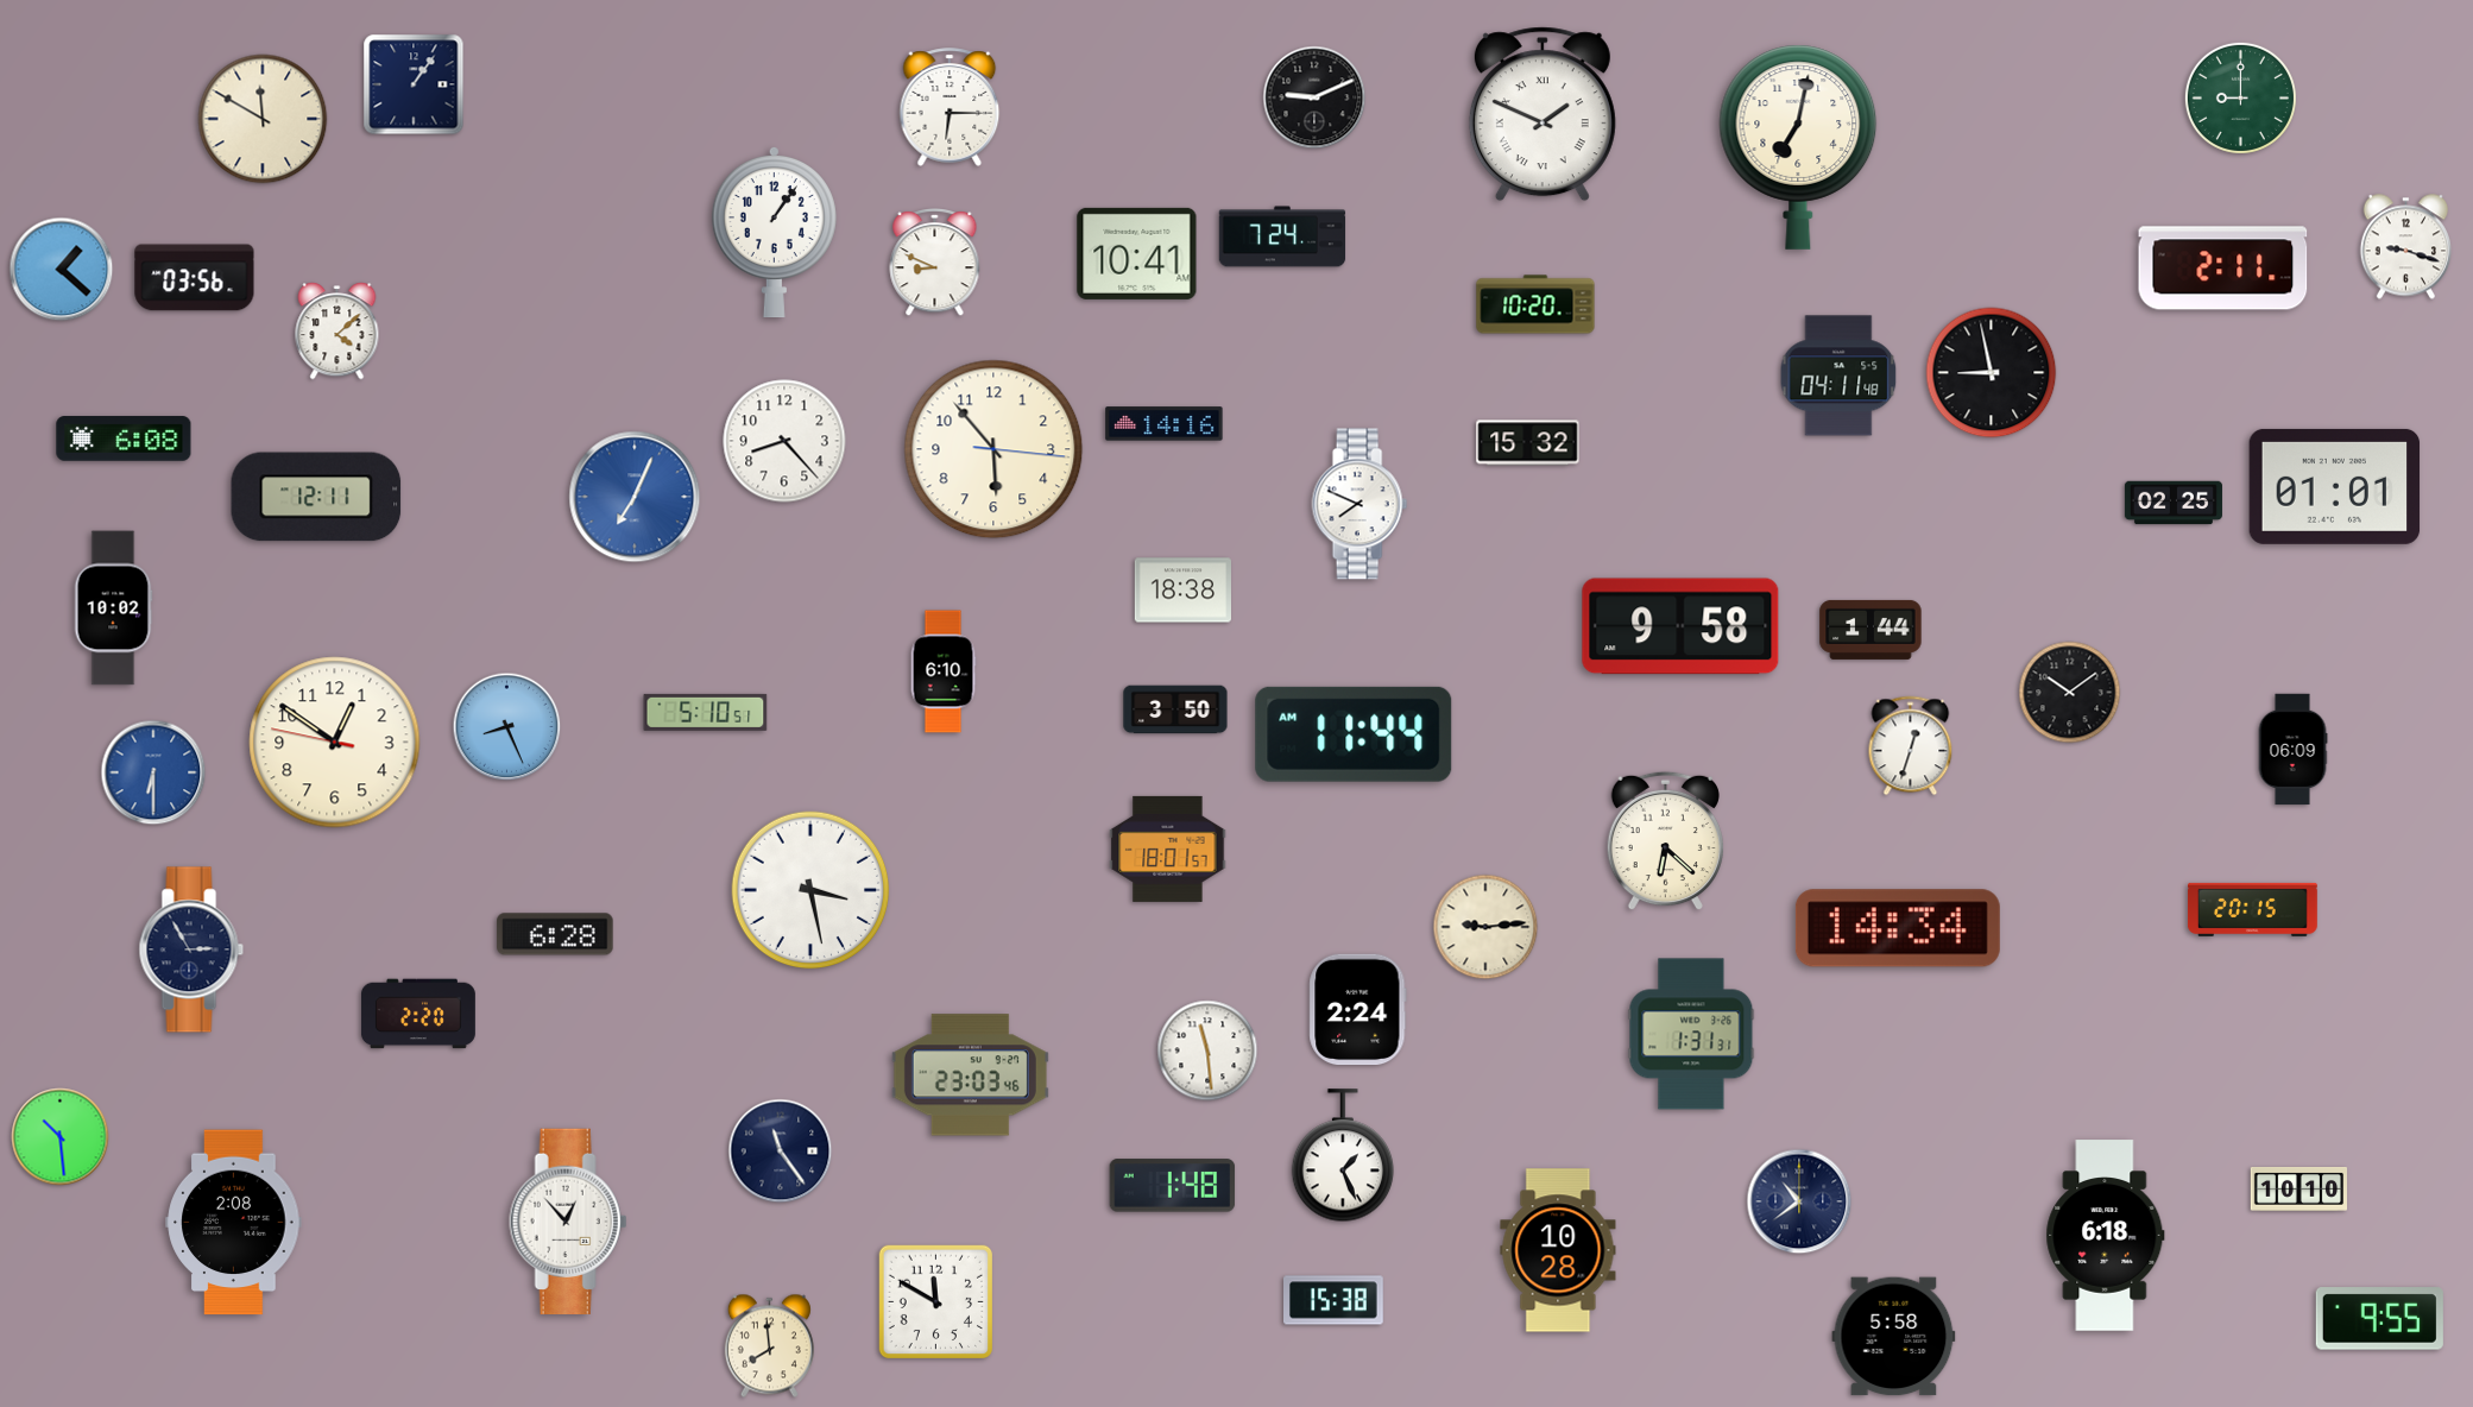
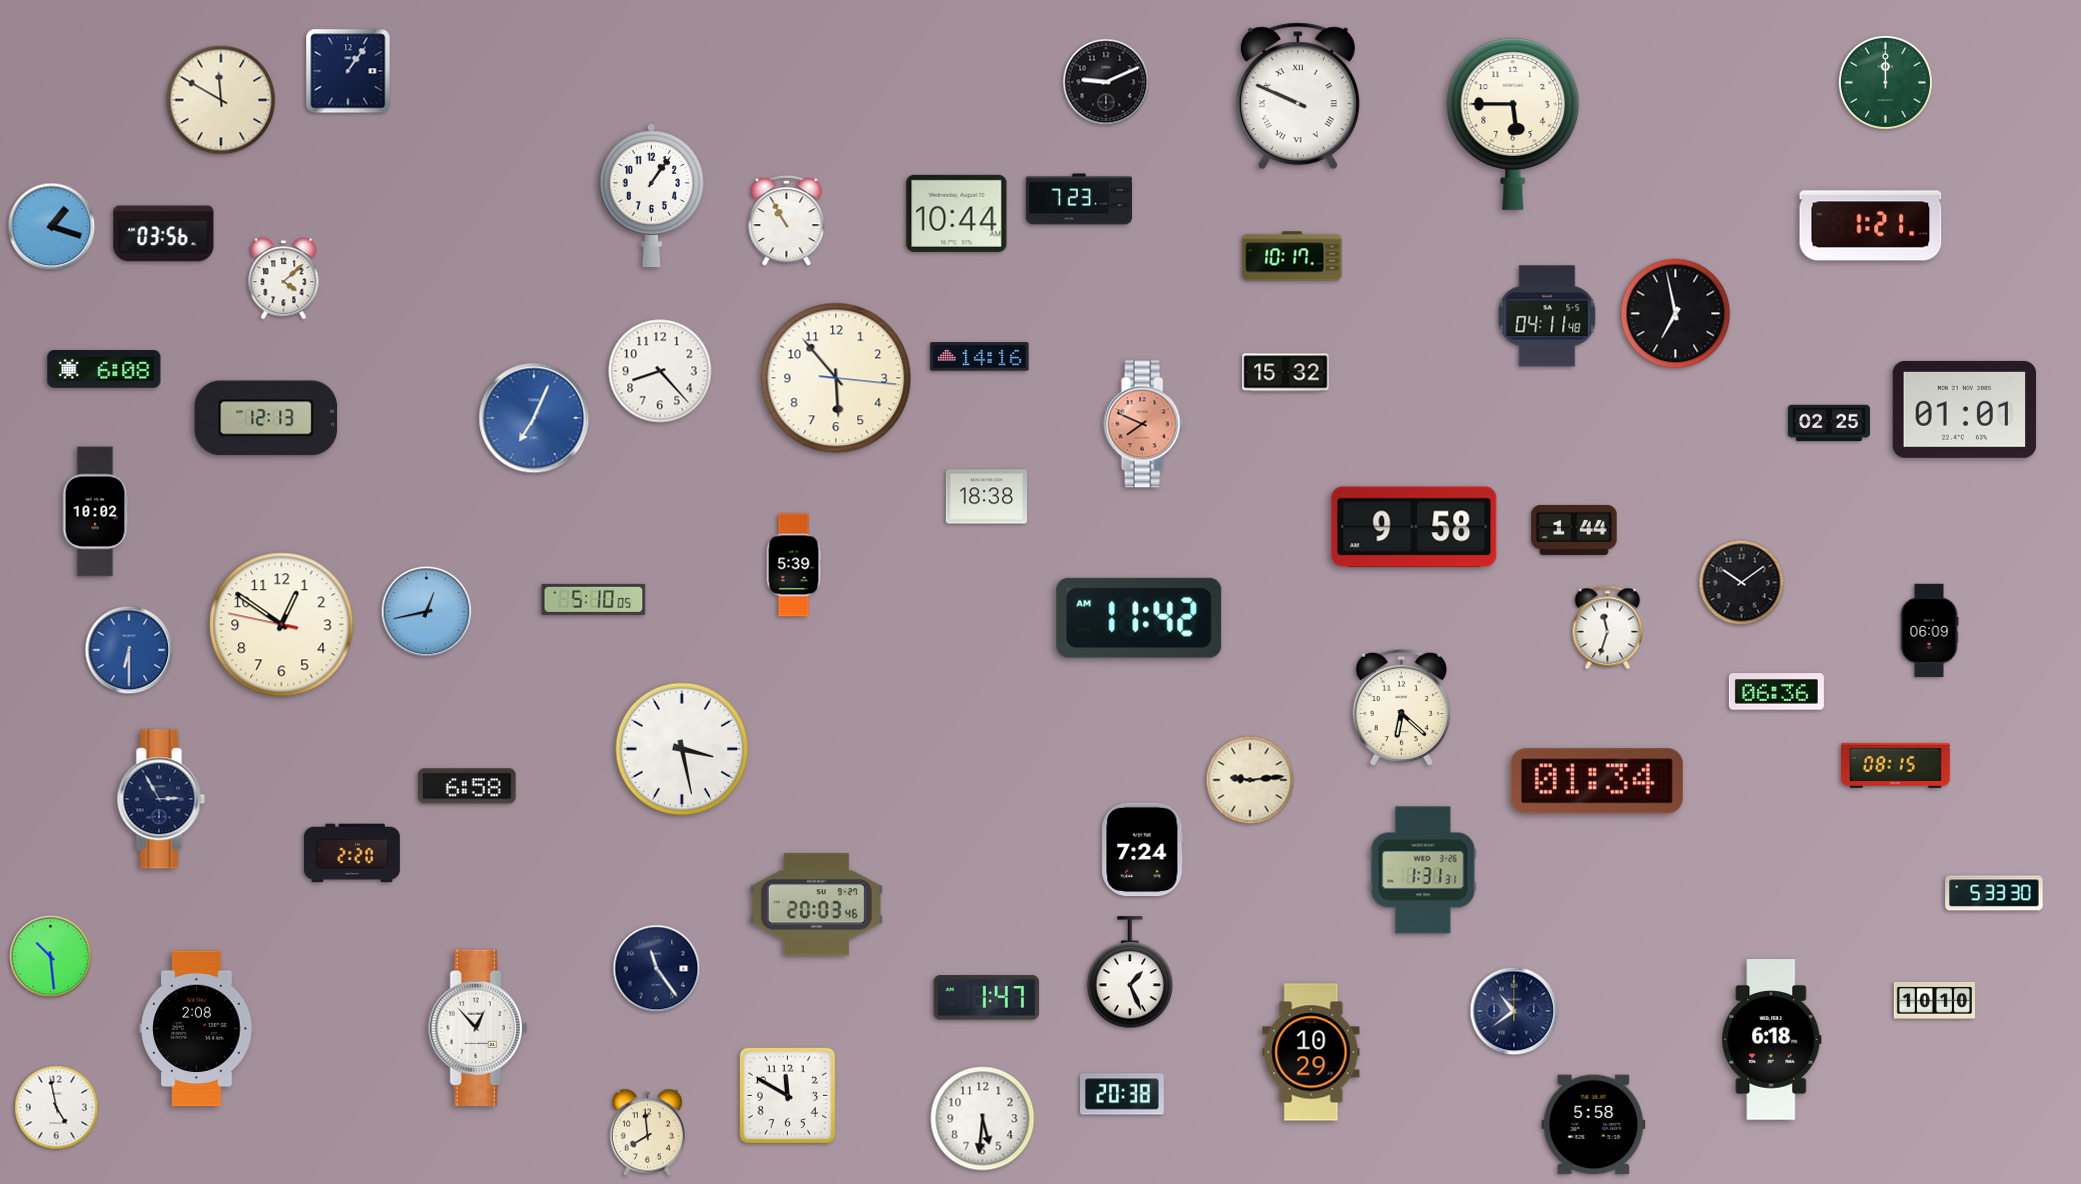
clock at (2240, 97): 9:00 -> 12:00
clock at (950, 107): 6:15 -> none
clock at (1543, 114): 1:49 -> 9:49
clock at (1798, 147): 7:02 -> 5:45
clock at (1282, 236): 7:24 -> 7:23
clock at (2405, 247): 9:18 -> none
clock at (1137, 253): 10:41 -> 10:44
clock at (935, 263): 8:49 -> 10:55
clock at (2223, 269): 2:11 -> 1:21
clock at (62, 270): 1:22 -> 1:18
clock at (1535, 304): 10:20 -> 10:17
clock at (1992, 373): 8:58 -> 6:58
clock at (316, 497): 12:11 -> 12:13
clock at (1359, 504) dial: white -> salmon
clock at (1182, 591) position: (1182, 591) -> (986, 497)
clock at (944, 671): 6:10 -> 5:39
clock at (1175, 709): 3:50 -> none
clock at (706, 712): 5:10:51 -> 5:10:05
clock at (507, 727): 8:26 -> 12:43
clock at (1354, 734): 11:44 -> 11:42
clock at (1911, 746): 12:33 -> 11:33
clock at (1776, 692): none -> 06:36
clock at (1168, 848): 18:01 -> none
clock at (2252, 909): 20:15 -> 08:15
clock at (1898, 928): 14:34 -> 01:34
clock at (555, 934): 6:28 -> 6:58
clock at (1358, 1010): 2:24 -> 7:24
clock at (1207, 1050): 11:29 -> none
clock at (1994, 893): none -> 5:33
clock at (970, 1075): 23:03 -> 20:03
clock at (1173, 1186): 1:48 -> 1:47
clock at (1558, 1250): 10:28 -> 10:29
clock at (1335, 1300): 15:38 -> 20:38
clock at (57, 1108): none -> 4:58
clock at (2379, 1319): 9:55 -> none
clock at (983, 1119): none -> 5:31
